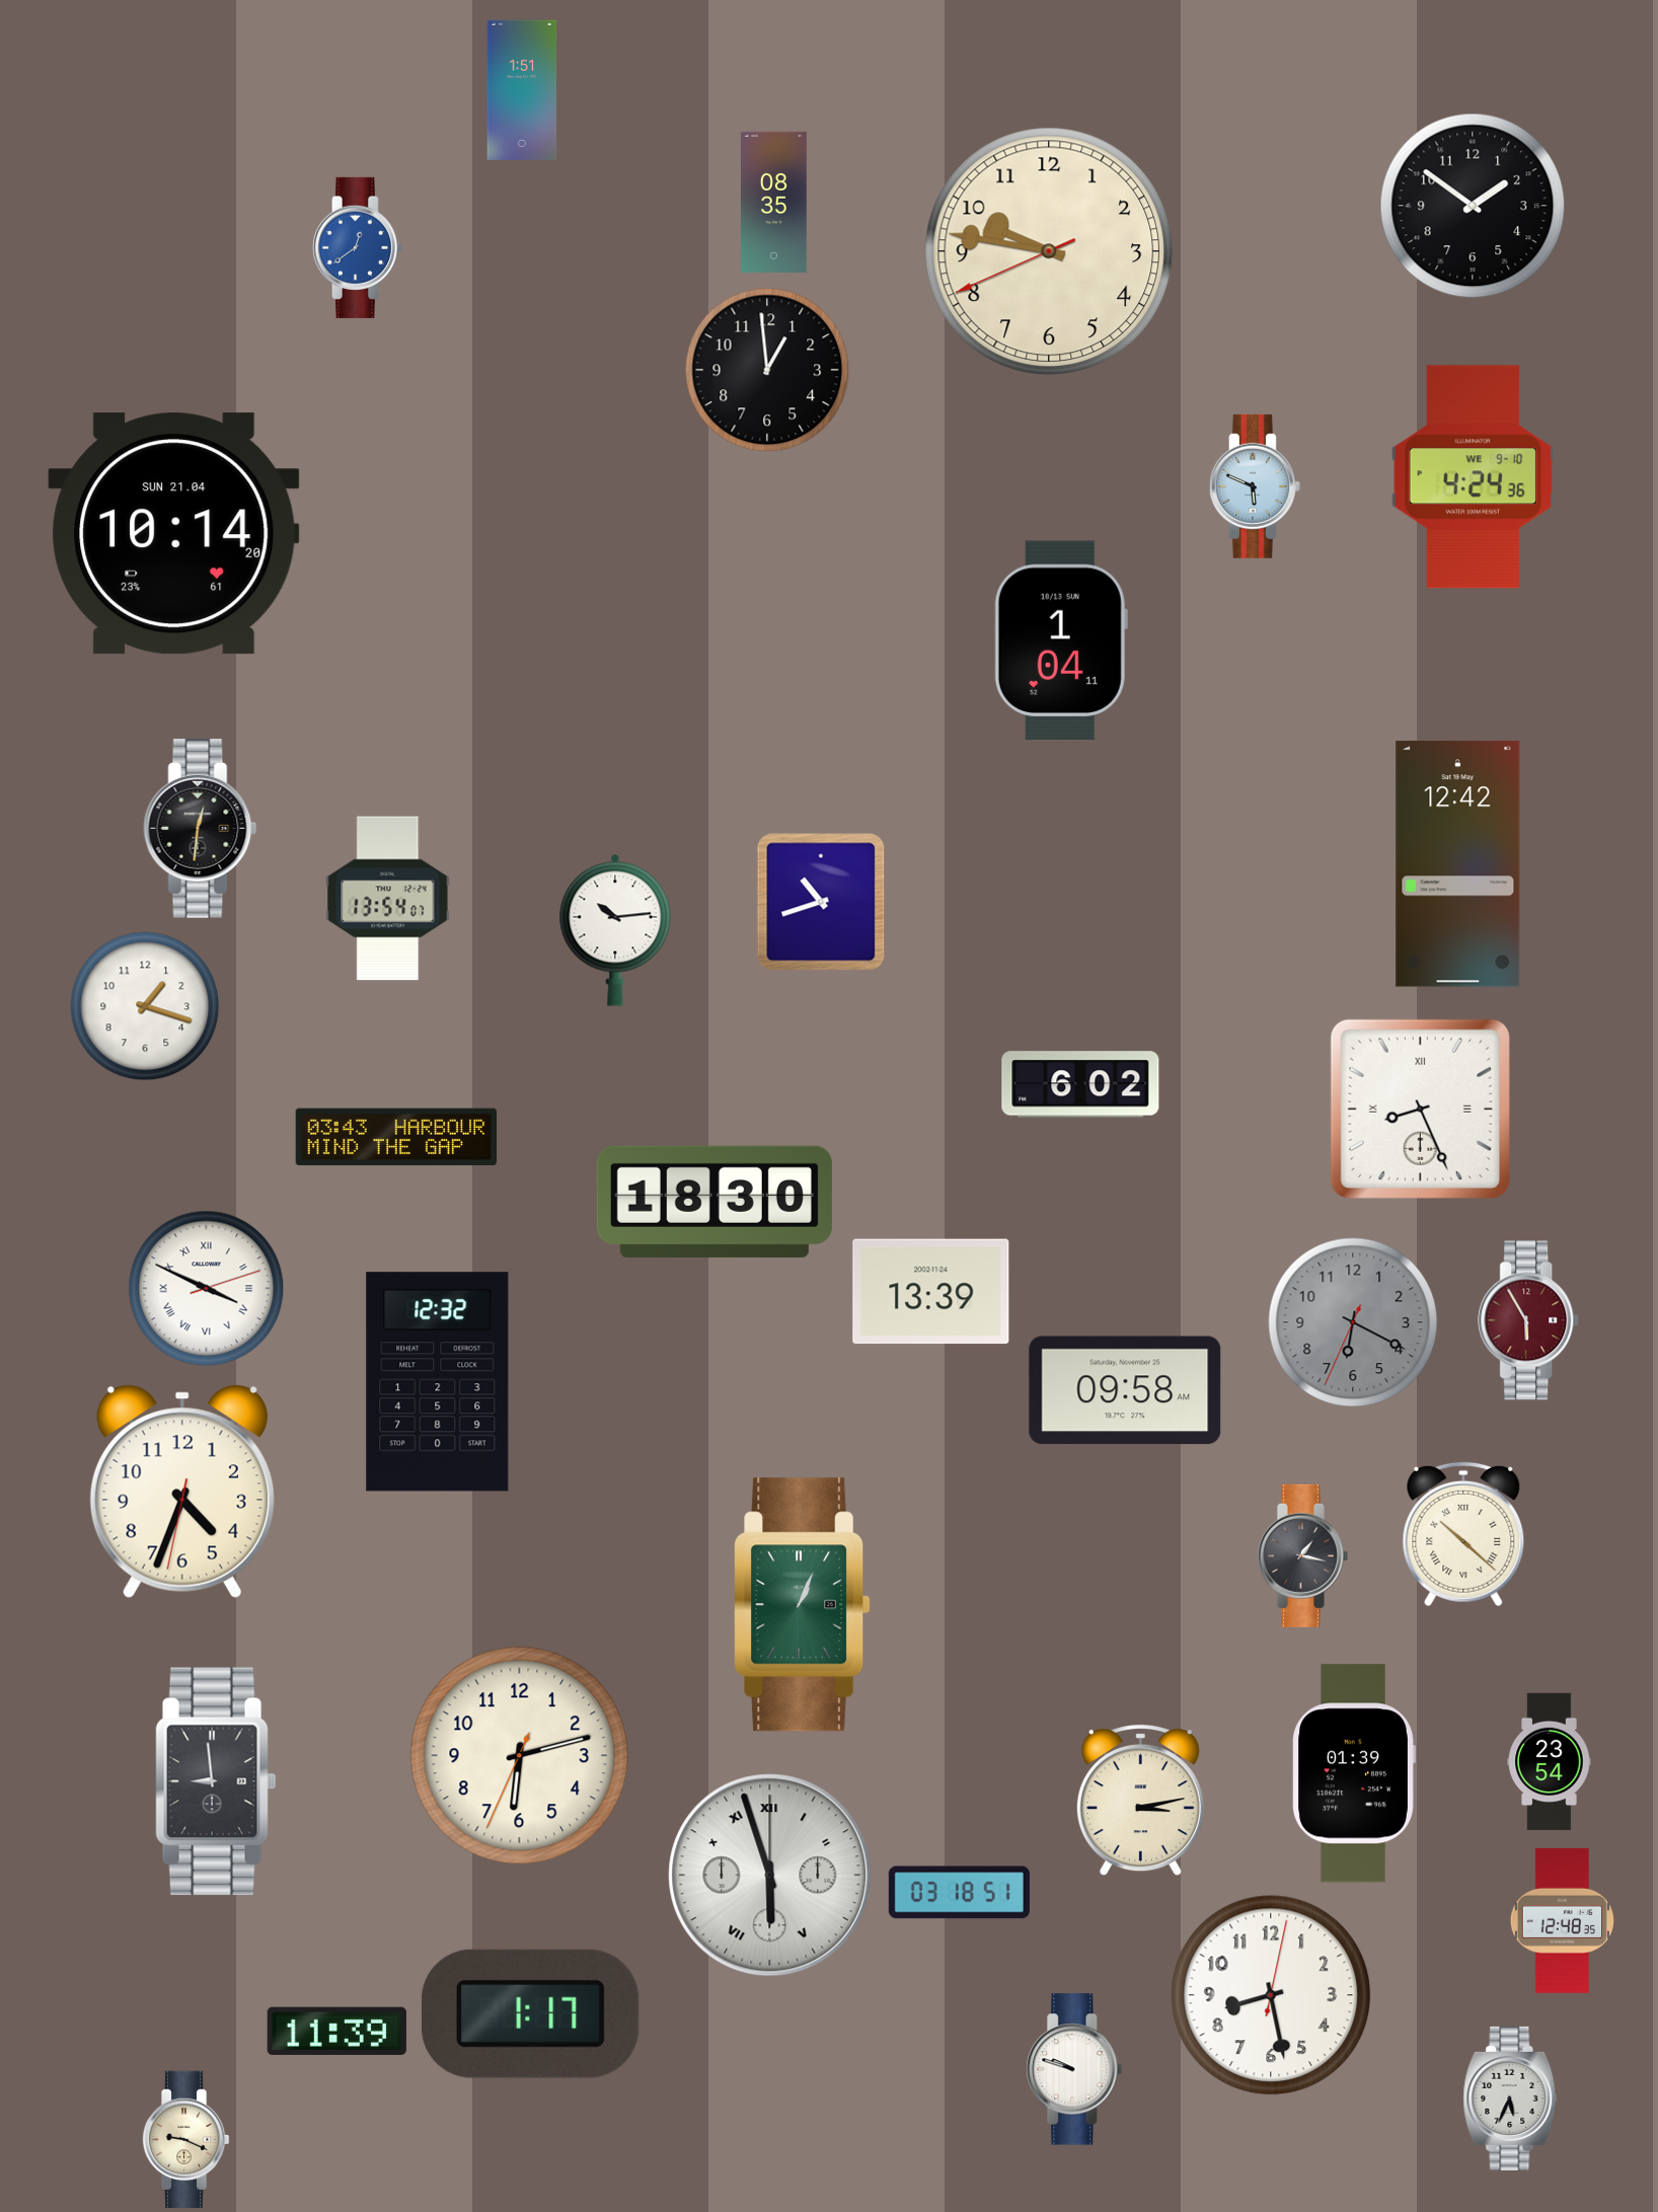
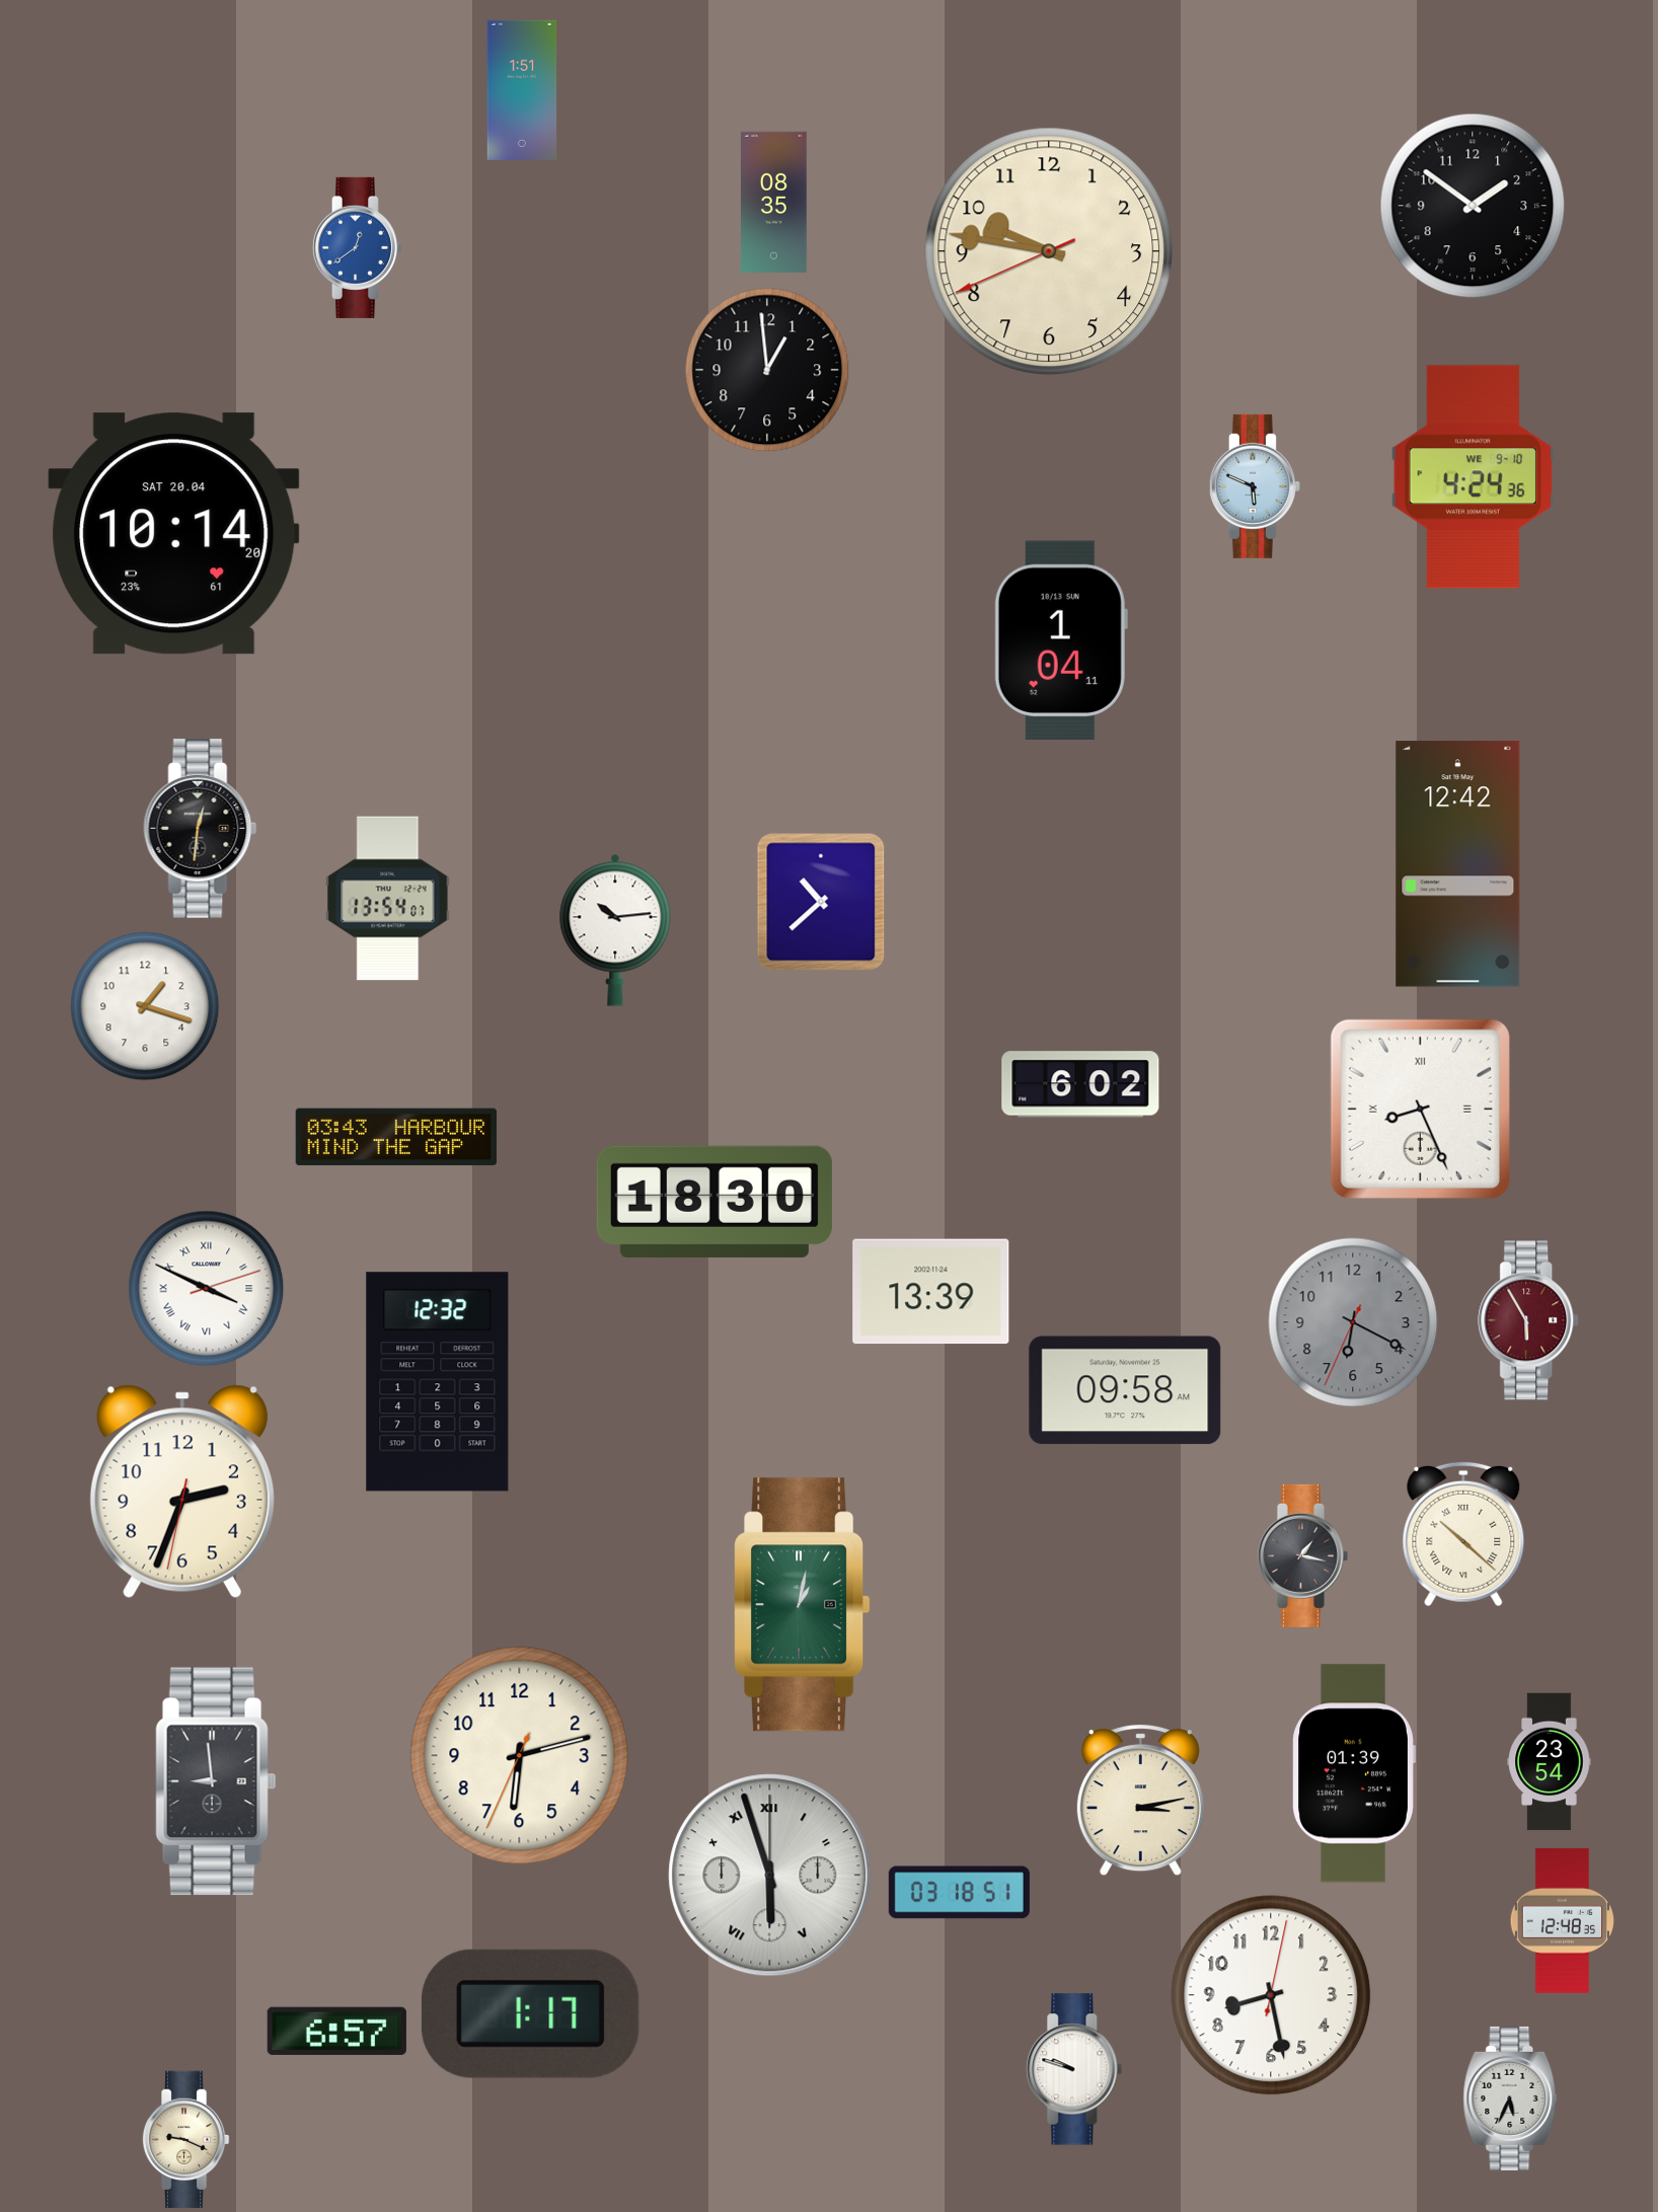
clock at (174, 534) date: SUN 21.04 -> SAT 20.04
clock at (821, 902): 10:42 -> 10:38
clock at (182, 1492): 4:33 -> 2:33
clock at (803, 1605): 1:04 -> 1:02
clock at (336, 2031): 11:39 -> 6:57
